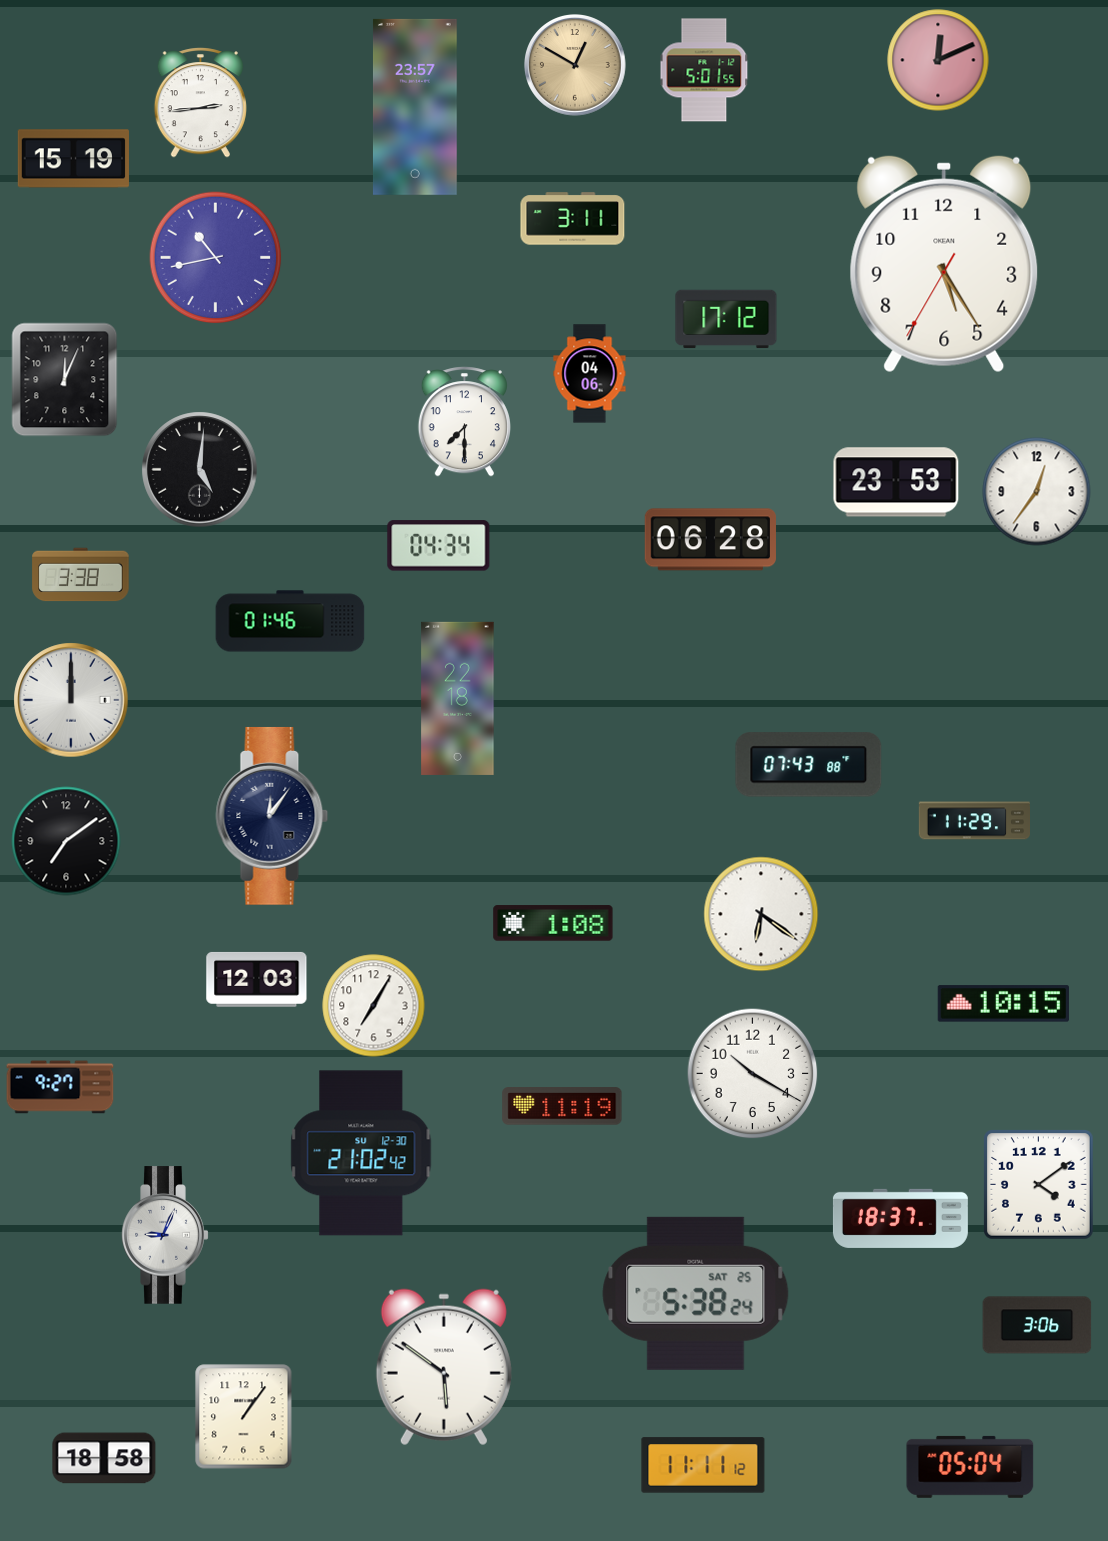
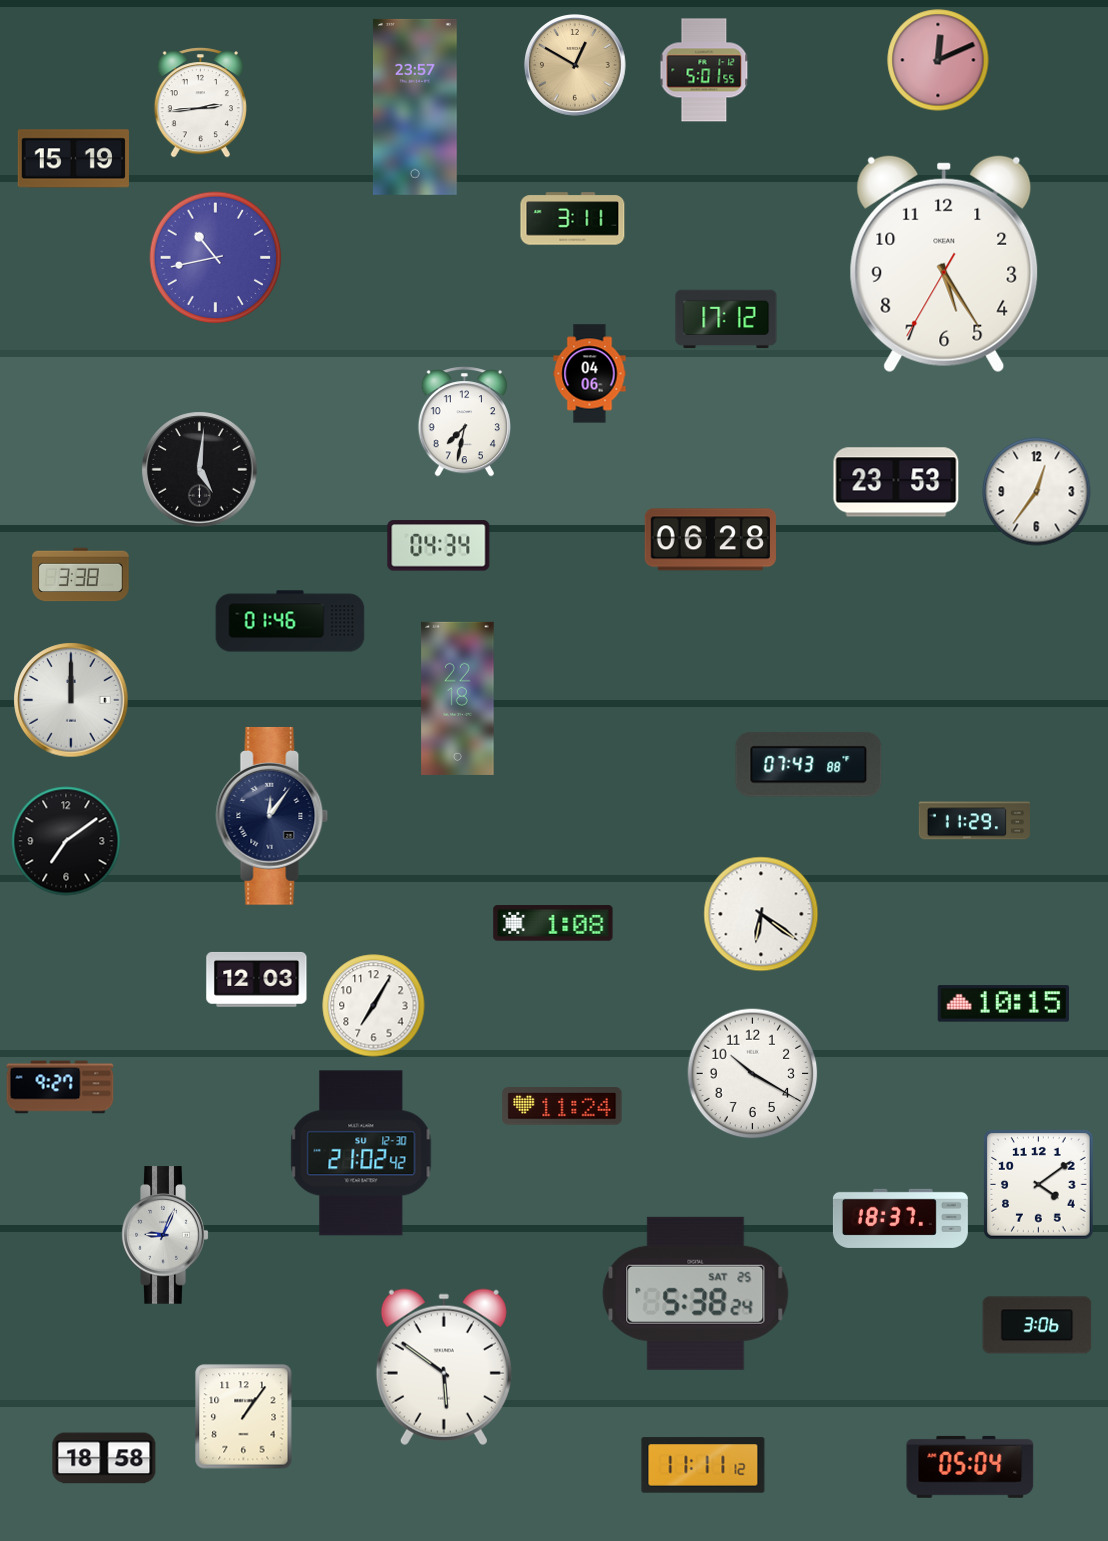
clock at (65, 380): 12:04 -> none
clock at (464, 422): 7:30 -> 7:32
clock at (562, 1106): 11:19 -> 11:24
